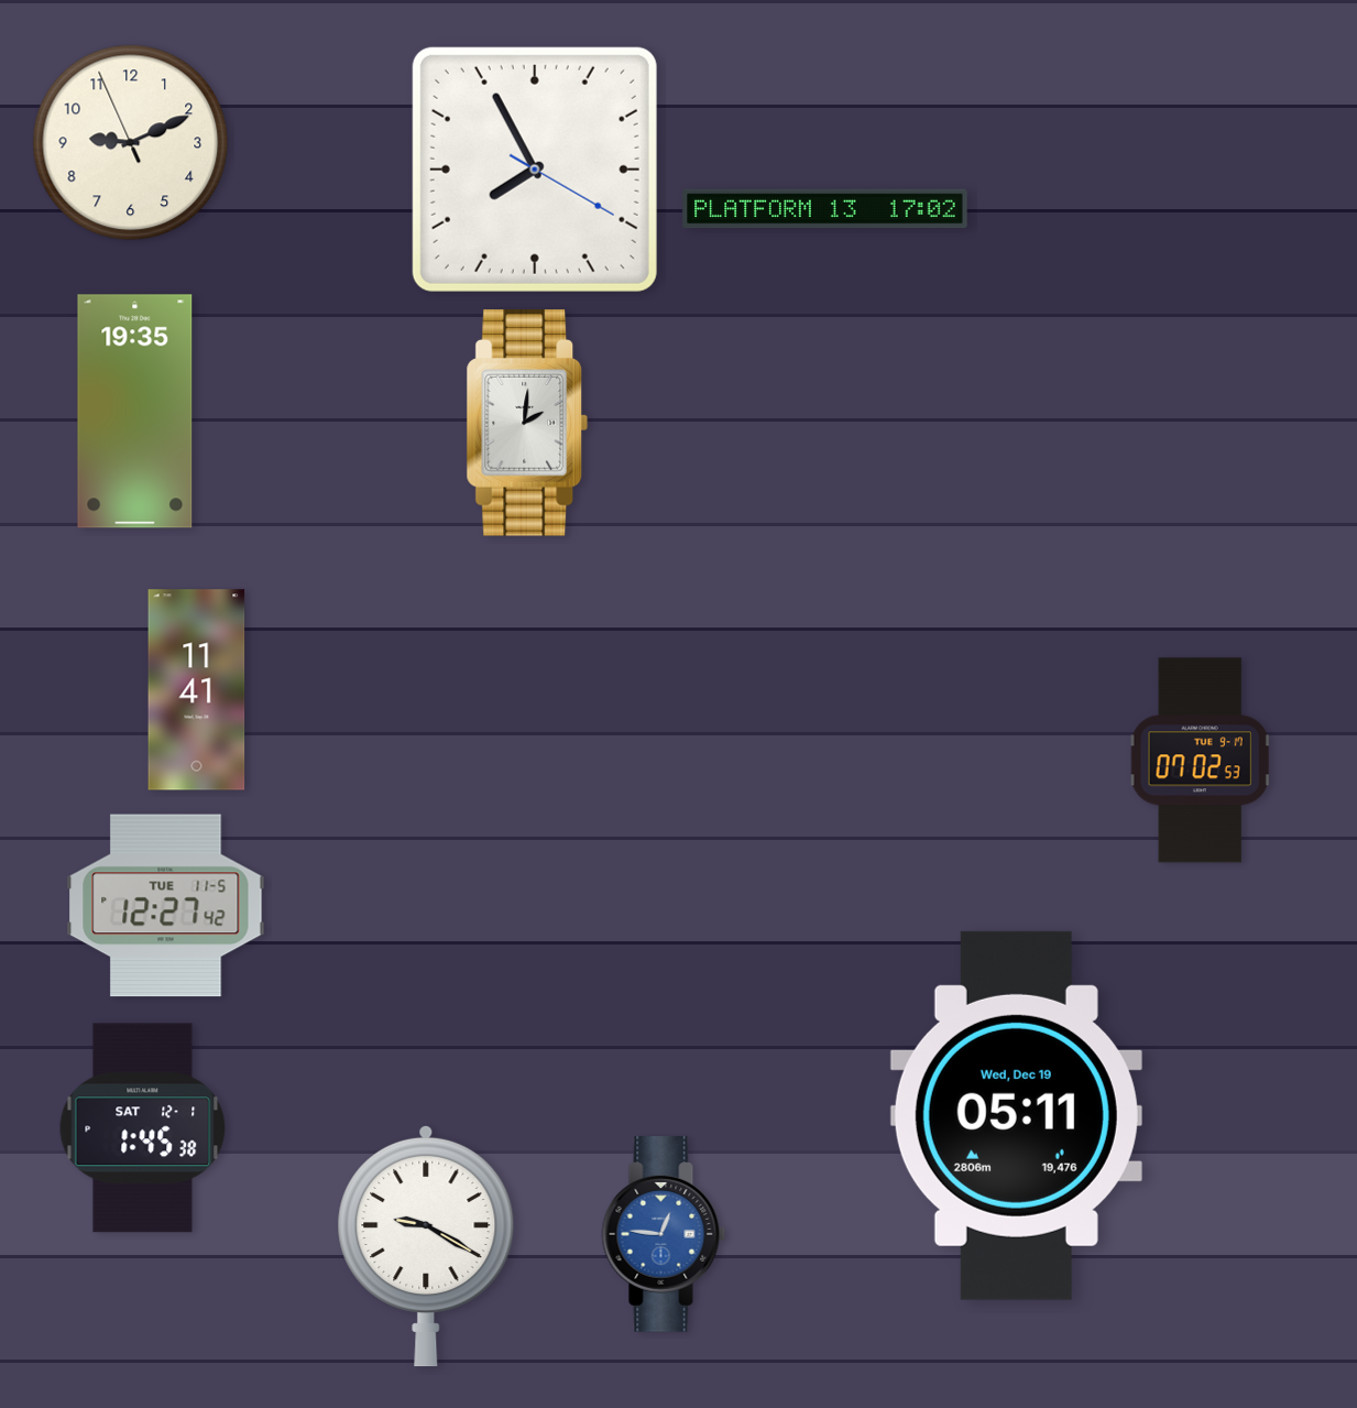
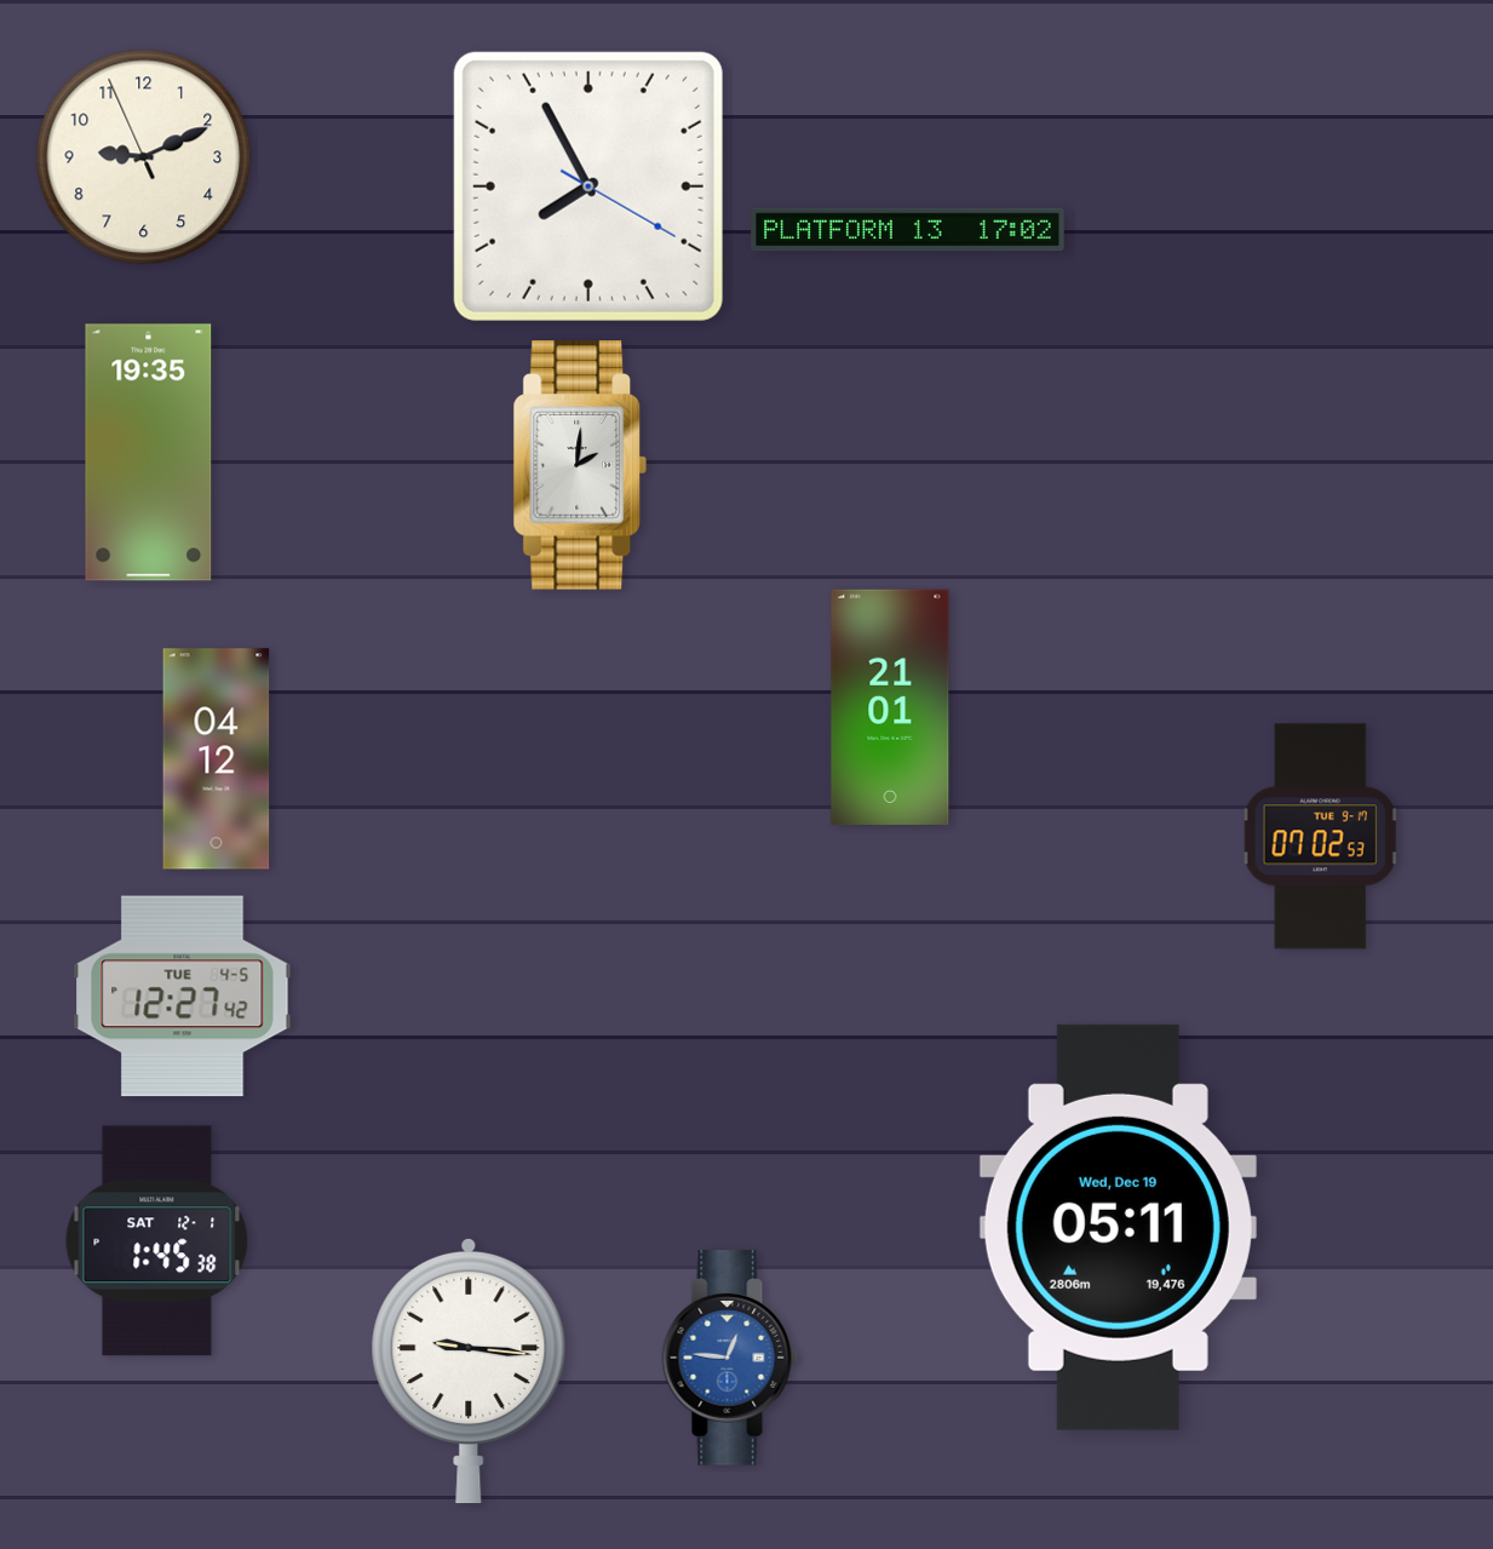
clock at (890, 707): none -> 21:01
clock at (197, 690): 11:41 -> 04:12
clock at (166, 906) date: TUE 11-5 -> TUE 4-5
clock at (426, 1246): 9:20 -> 9:16
